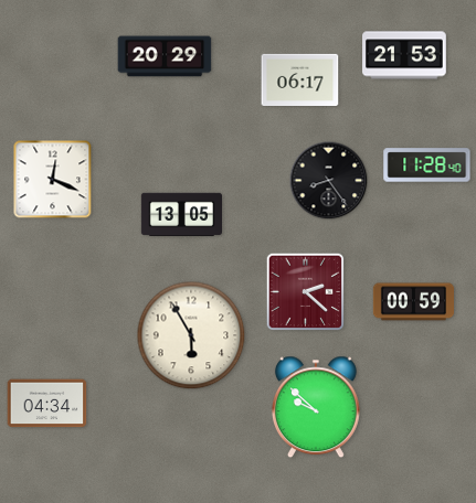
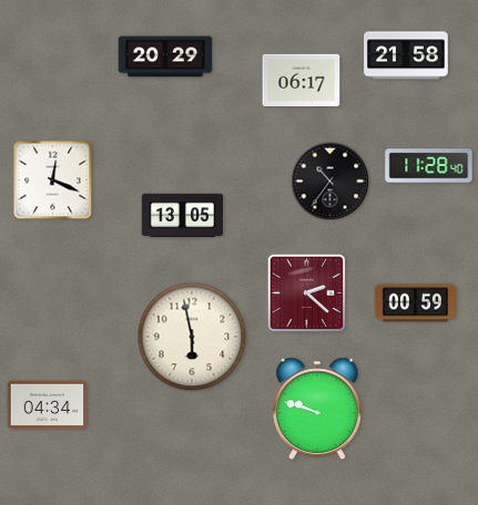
clock at (404, 55): 21:53 -> 21:58
clock at (329, 181): 8:24 -> 10:36
clock at (191, 335): 5:55 -> 5:58
clock at (316, 407): 9:52 -> 9:48
